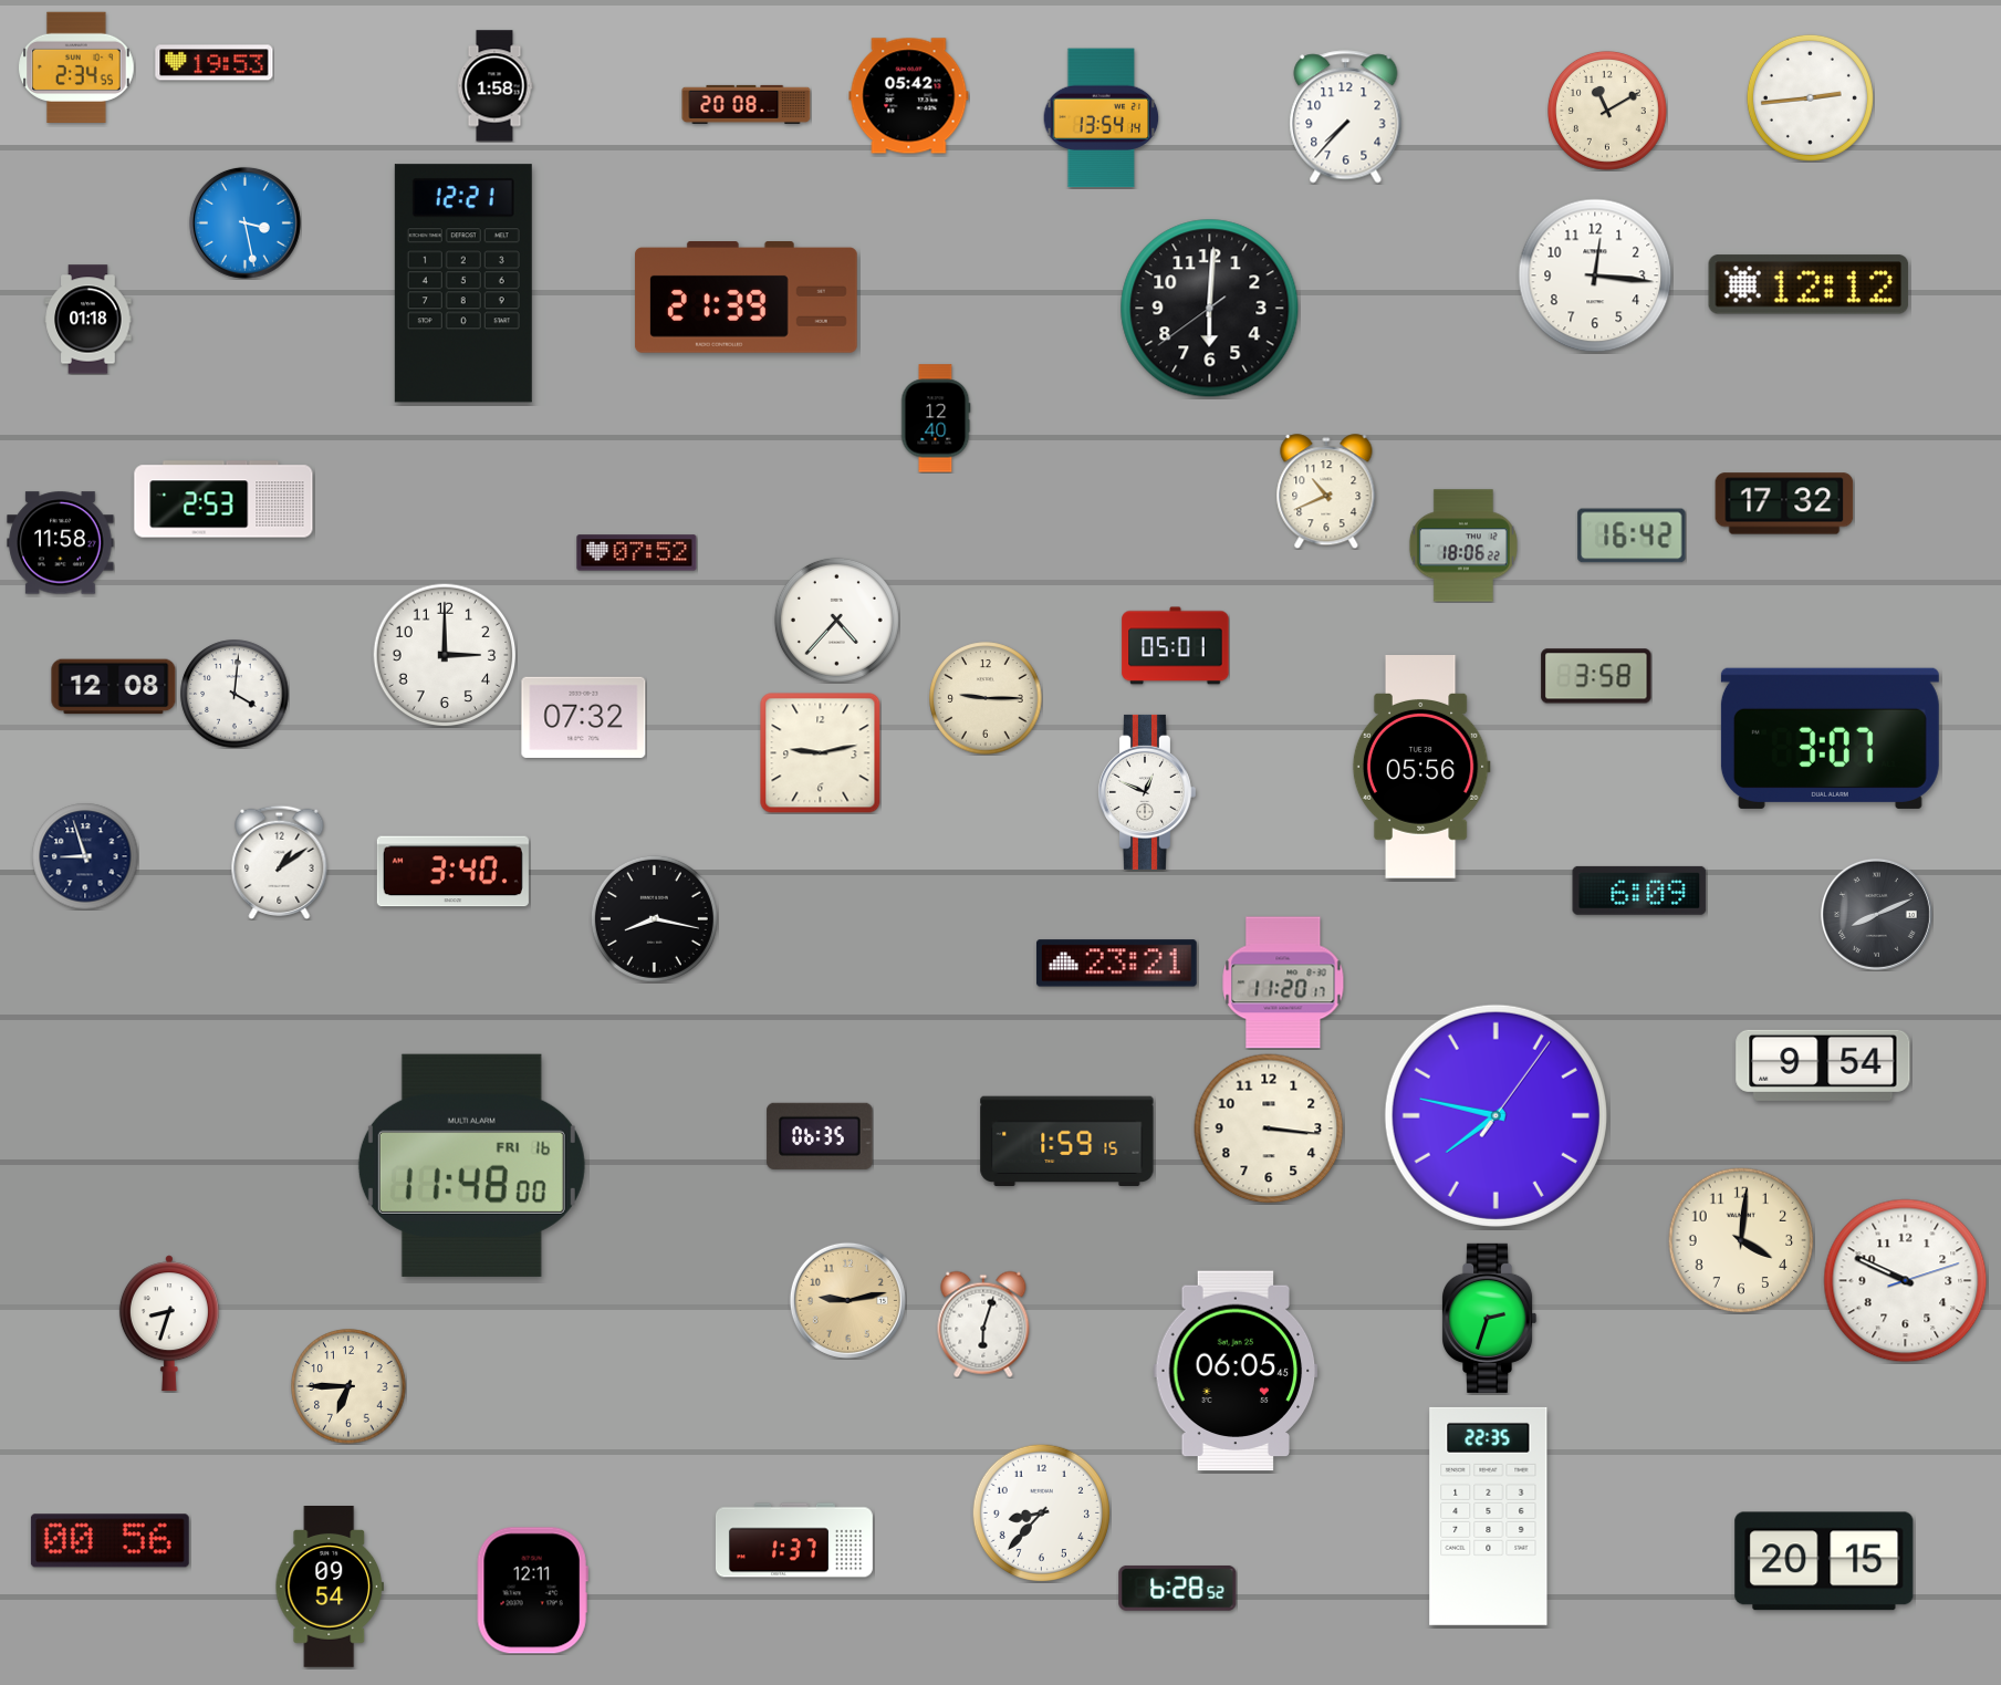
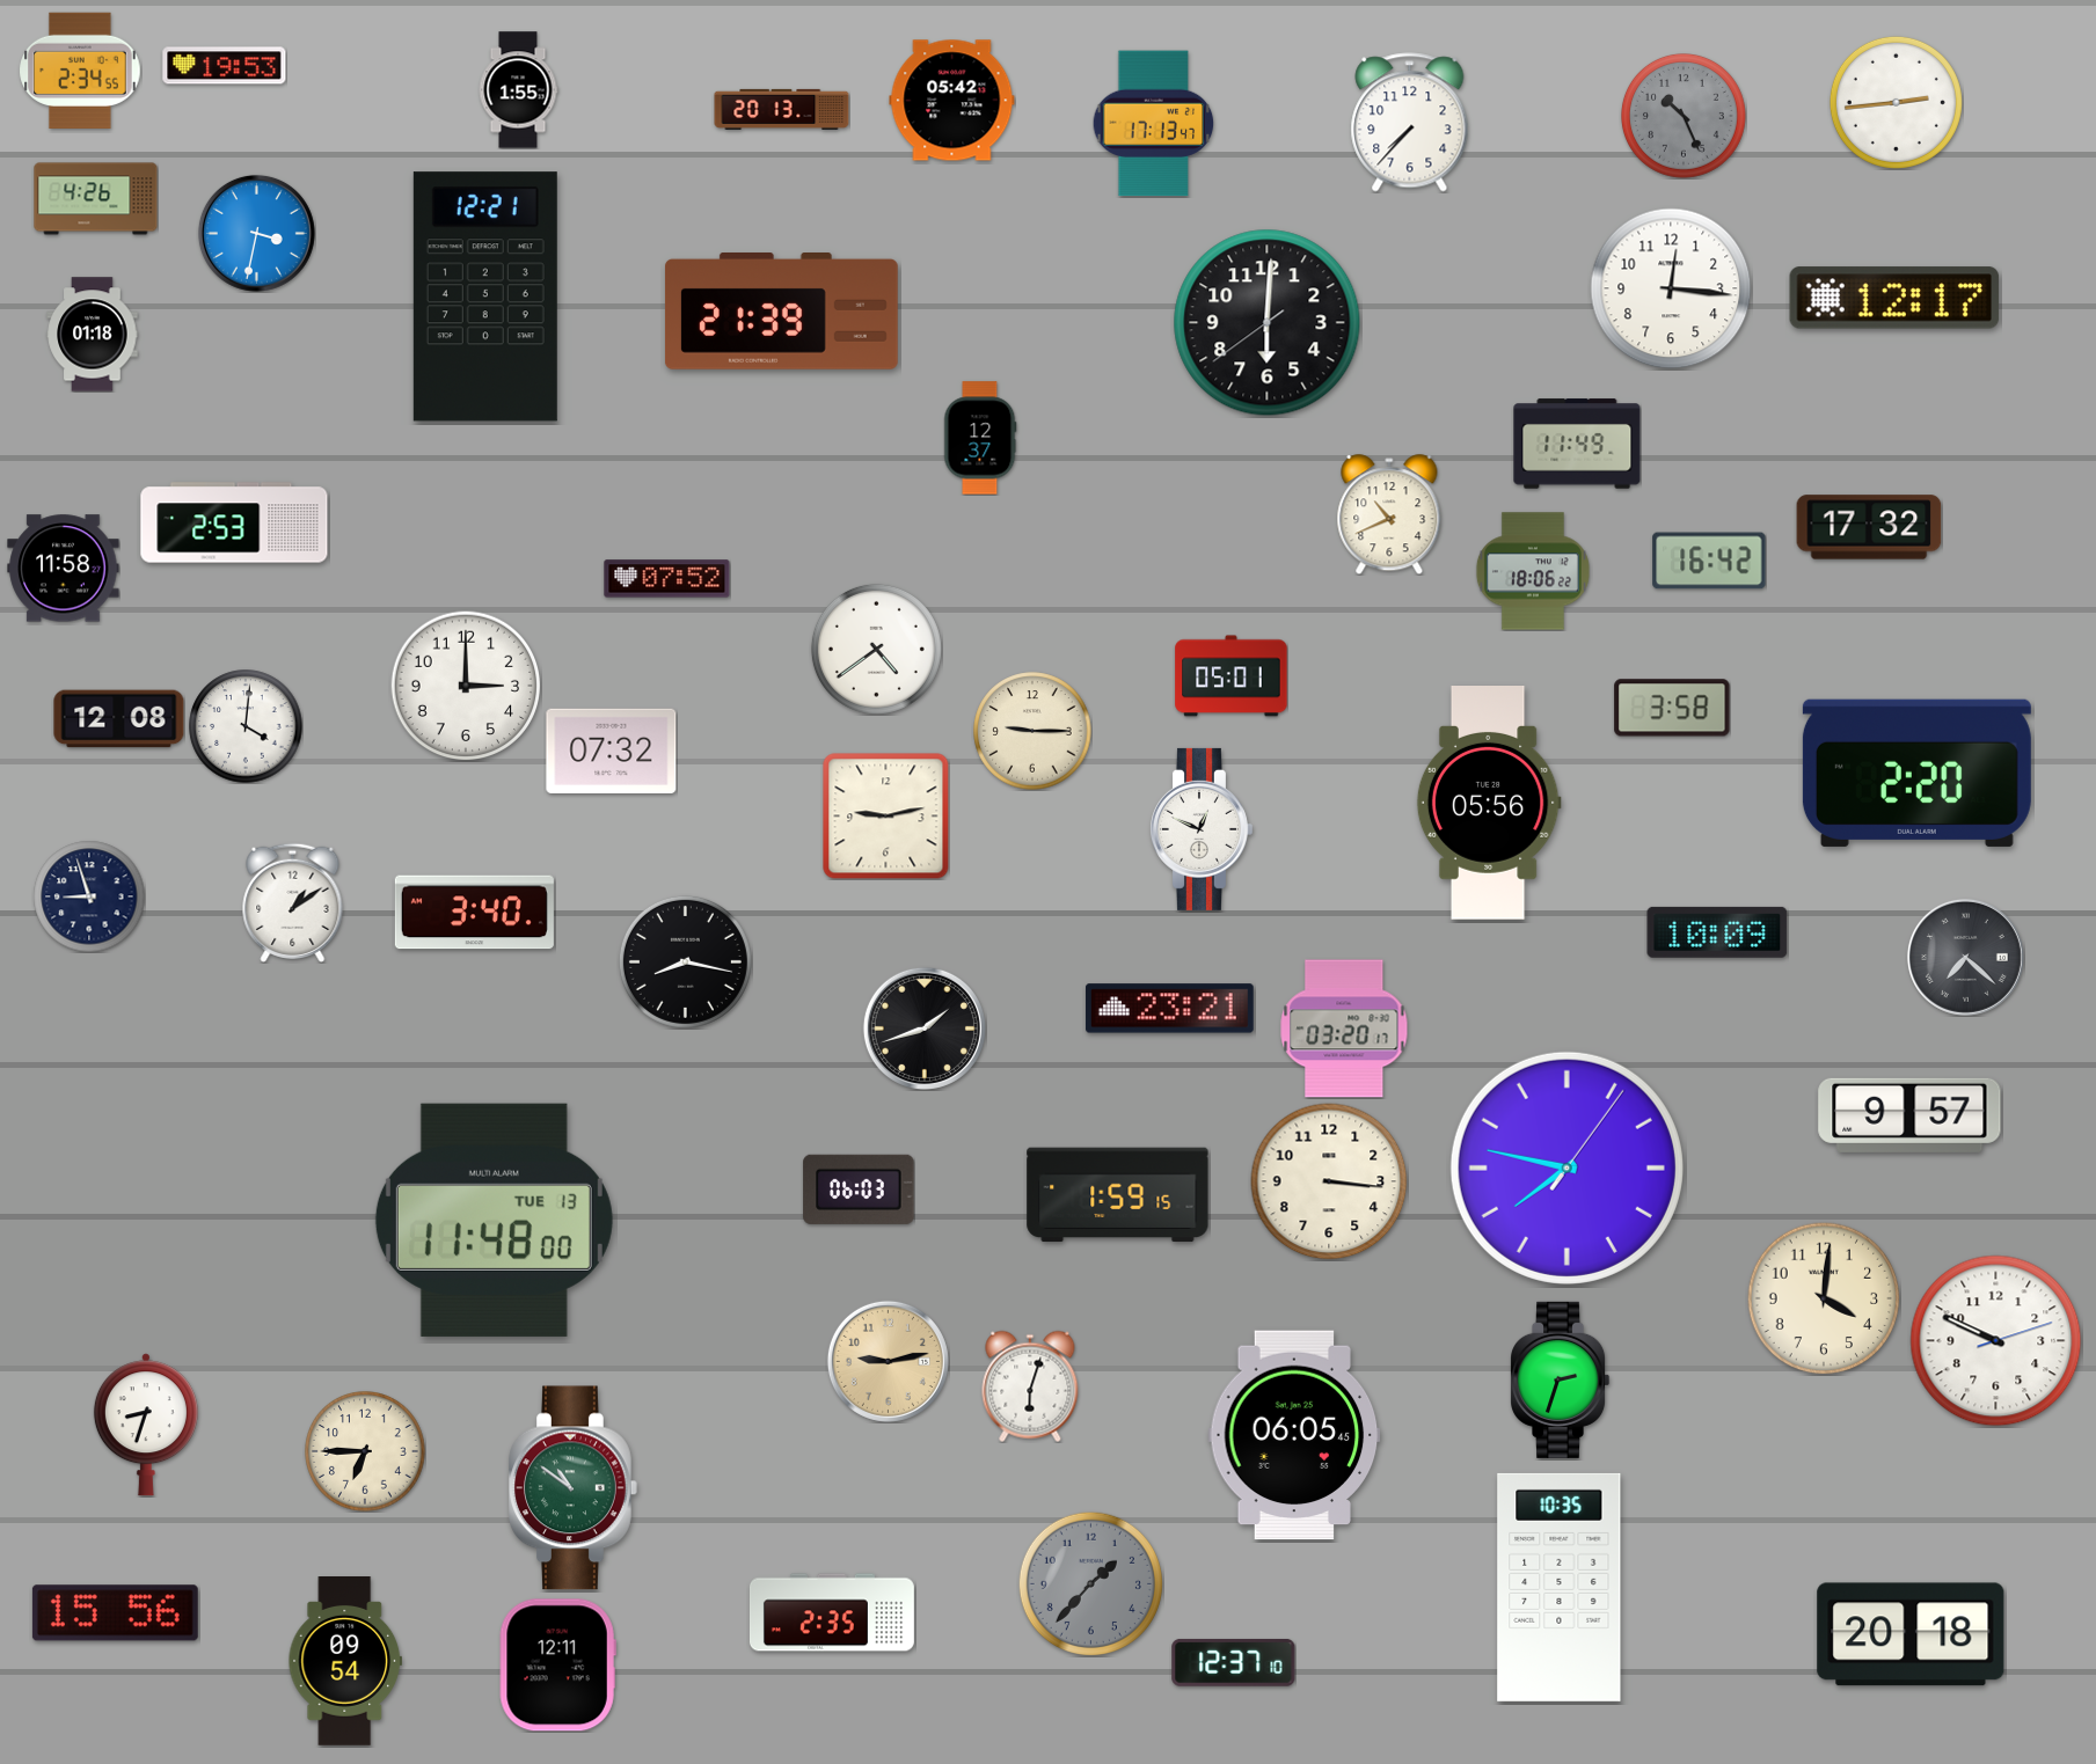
clock at (494, 86): 1:58 -> 1:55
clock at (747, 104): 20:08 -> 20:13
clock at (1608, 112): 11:10 -> 10:26
clock at (1608, 112) dial: cream -> grey
clock at (1102, 118): 13:54 -> 17:13
clock at (96, 199): none -> 4:26
clock at (244, 222): 3:28 -> 3:32
clock at (1809, 284): 12:12 -> 12:17
clock at (936, 418): 12:40 -> 12:37
clock at (1577, 444): none -> 11:49
clock at (836, 620): 4:37 -> 4:39
clock at (1830, 738): 3:07 -> 2:20
clock at (821, 753) position: (821, 753) -> (886, 817)
clock at (1639, 891): 6:09 -> 10:09
clock at (1876, 914): 8:11 -> 7:22
clock at (925, 1029): none -> 1:42
clock at (1283, 982): 11:20 -> 03:20
clock at (1823, 1065): 9:54 -> 9:57
clock at (820, 1136): 06:35 -> 06:03
clock at (471, 1165) date: FRI 16 -> TUE 13
clock at (169, 1323) position: (169, 1323) -> (146, 1425)
clock at (574, 1488): none -> 10:51
clock at (1041, 1512): 8:37 -> 1:37
clock at (1041, 1512) dial: white -> grey
clock at (1489, 1516): 22:35 -> 10:35
clock at (794, 1540): 1:37 -> 2:35
clock at (110, 1541): 00:56 -> 15:56
clock at (1824, 1561): 20:15 -> 20:18
clock at (1178, 1588): 6:28 -> 12:37
